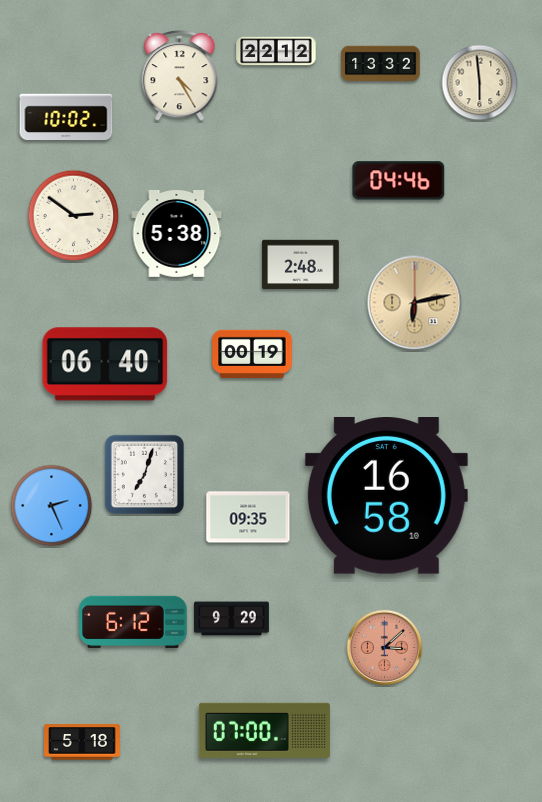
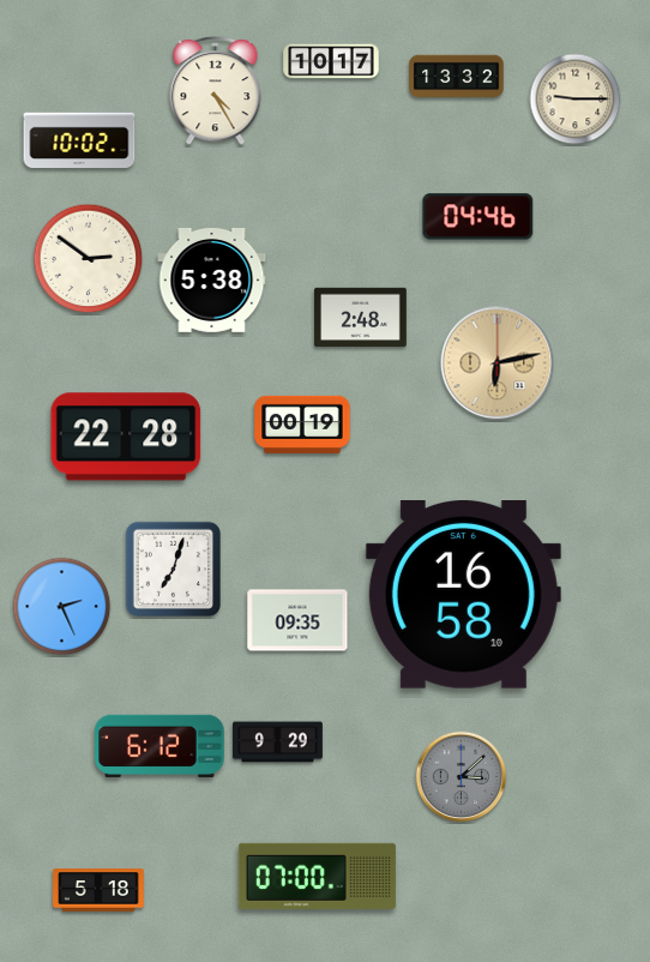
clock at (276, 51): 22:12 -> 10:17
clock at (480, 83): 5:59 -> 9:15
clock at (105, 364): 06:40 -> 22:28
clock at (385, 648) dial: salmon -> grey
